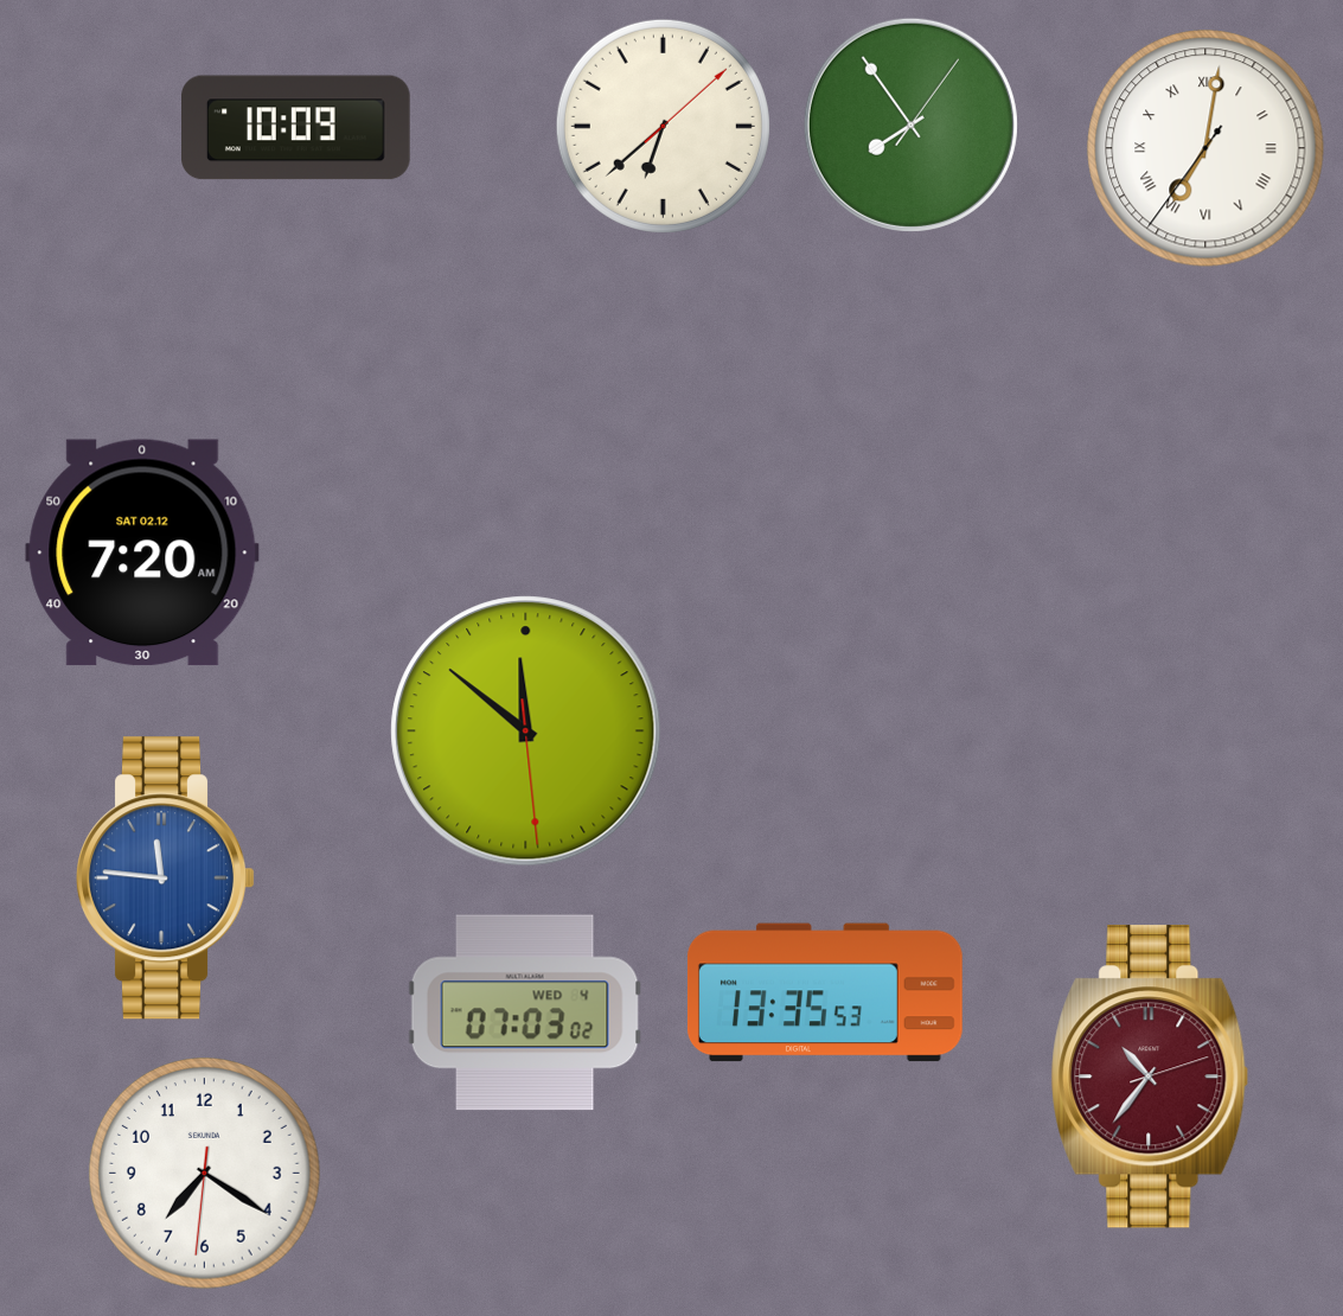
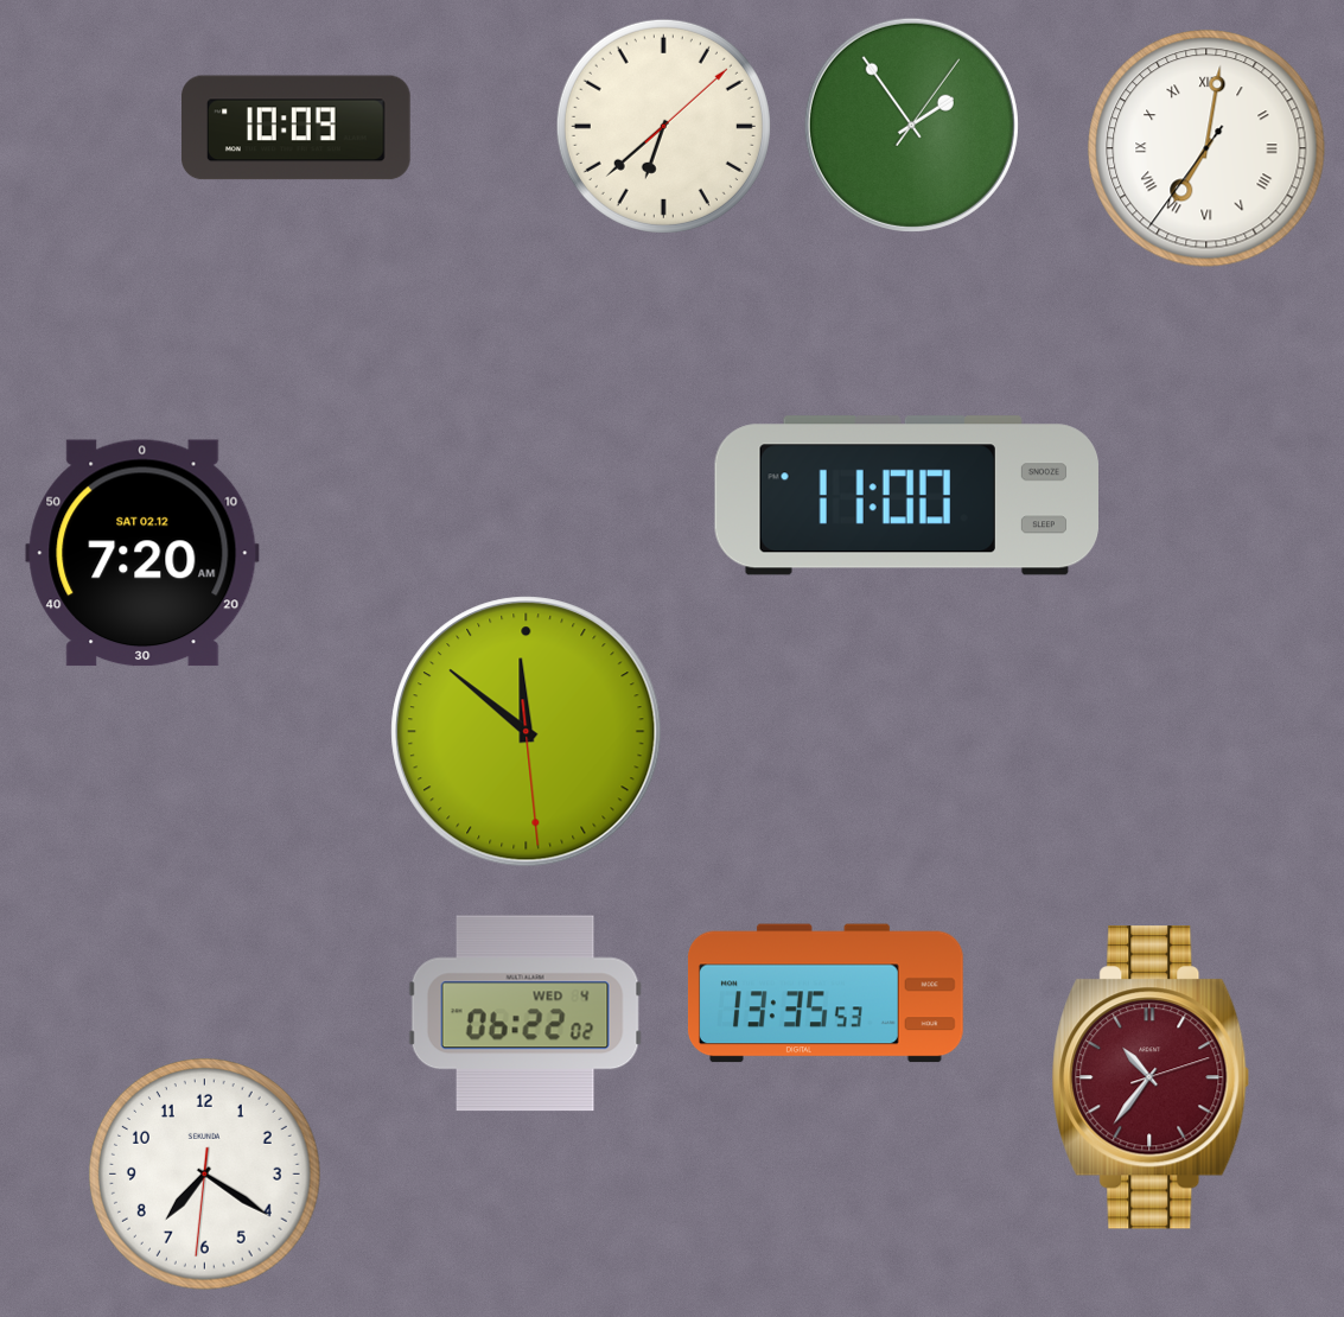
clock at (910, 124): 7:54 -> 1:54
clock at (906, 496): none -> 11:00
clock at (167, 879): 11:46 -> none
clock at (525, 1012): 07:03 -> 06:22
